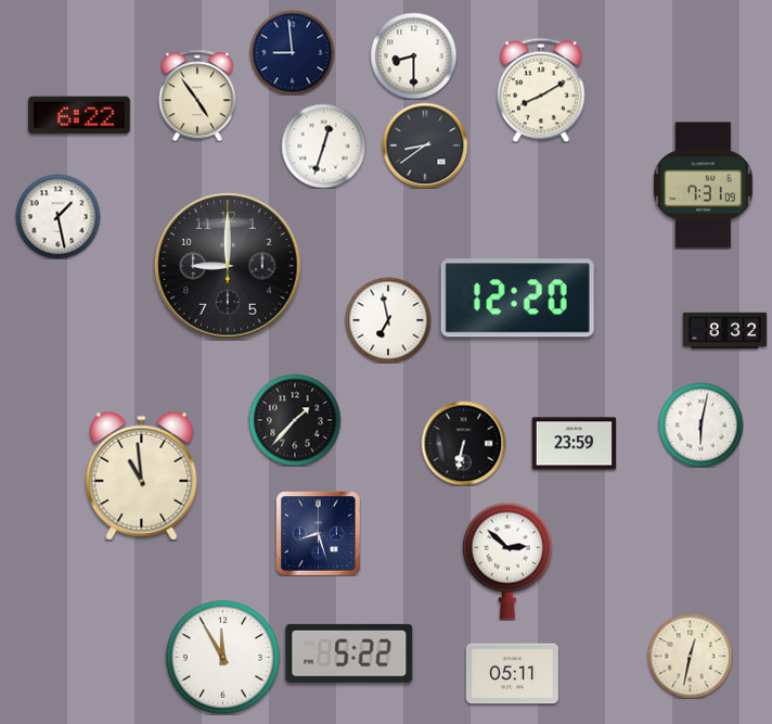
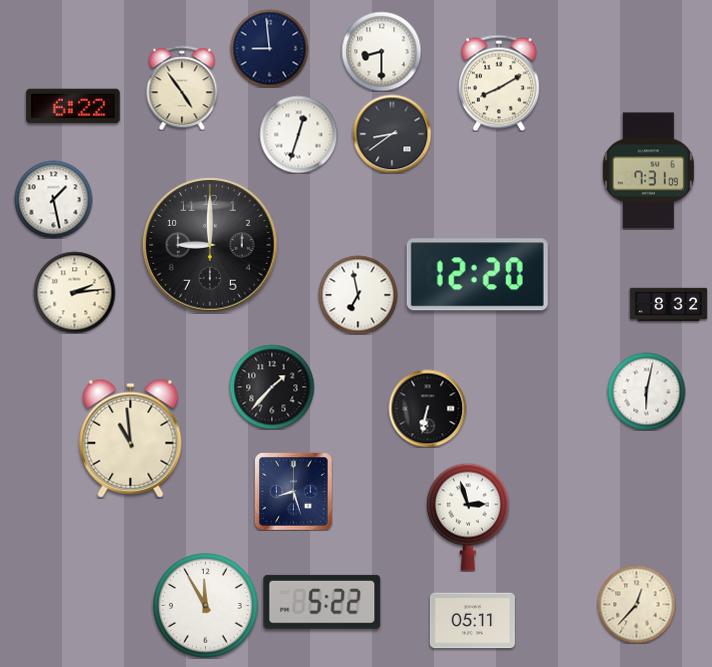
clock at (74, 292): none -> 2:14
clock at (574, 444): 23:59 -> none
clock at (507, 561): 2:52 -> 2:57
clock at (690, 656): 12:32 -> 12:37
